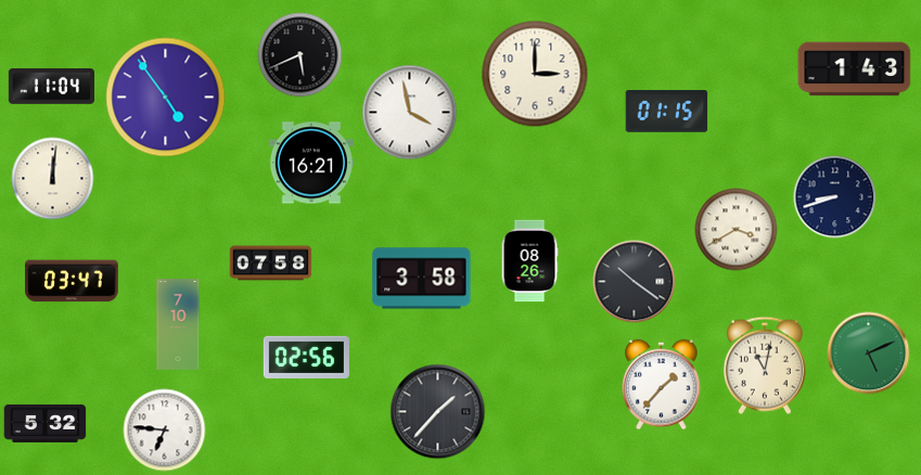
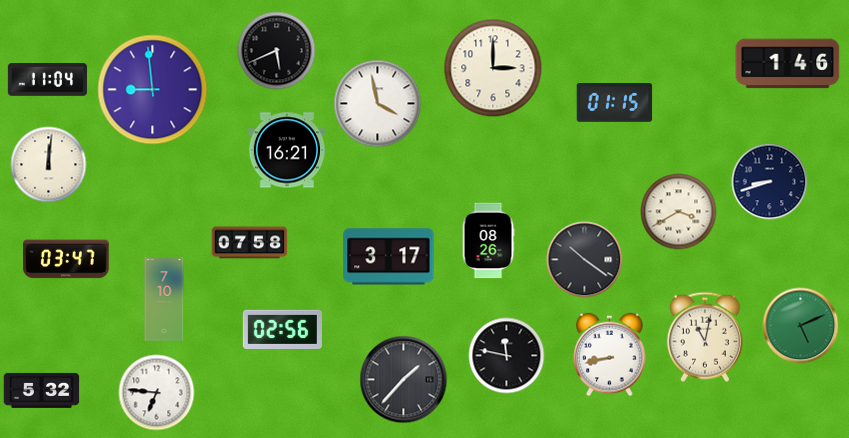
clock at (855, 69): 1:43 -> 1:46
clock at (166, 98): 4:54 -> 8:59
clock at (422, 279): 3:58 -> 3:17
clock at (662, 385): 1:37 -> 8:43
clock at (507, 356): none -> 11:47
clock at (165, 431) position: (165, 431) -> (157, 393)
